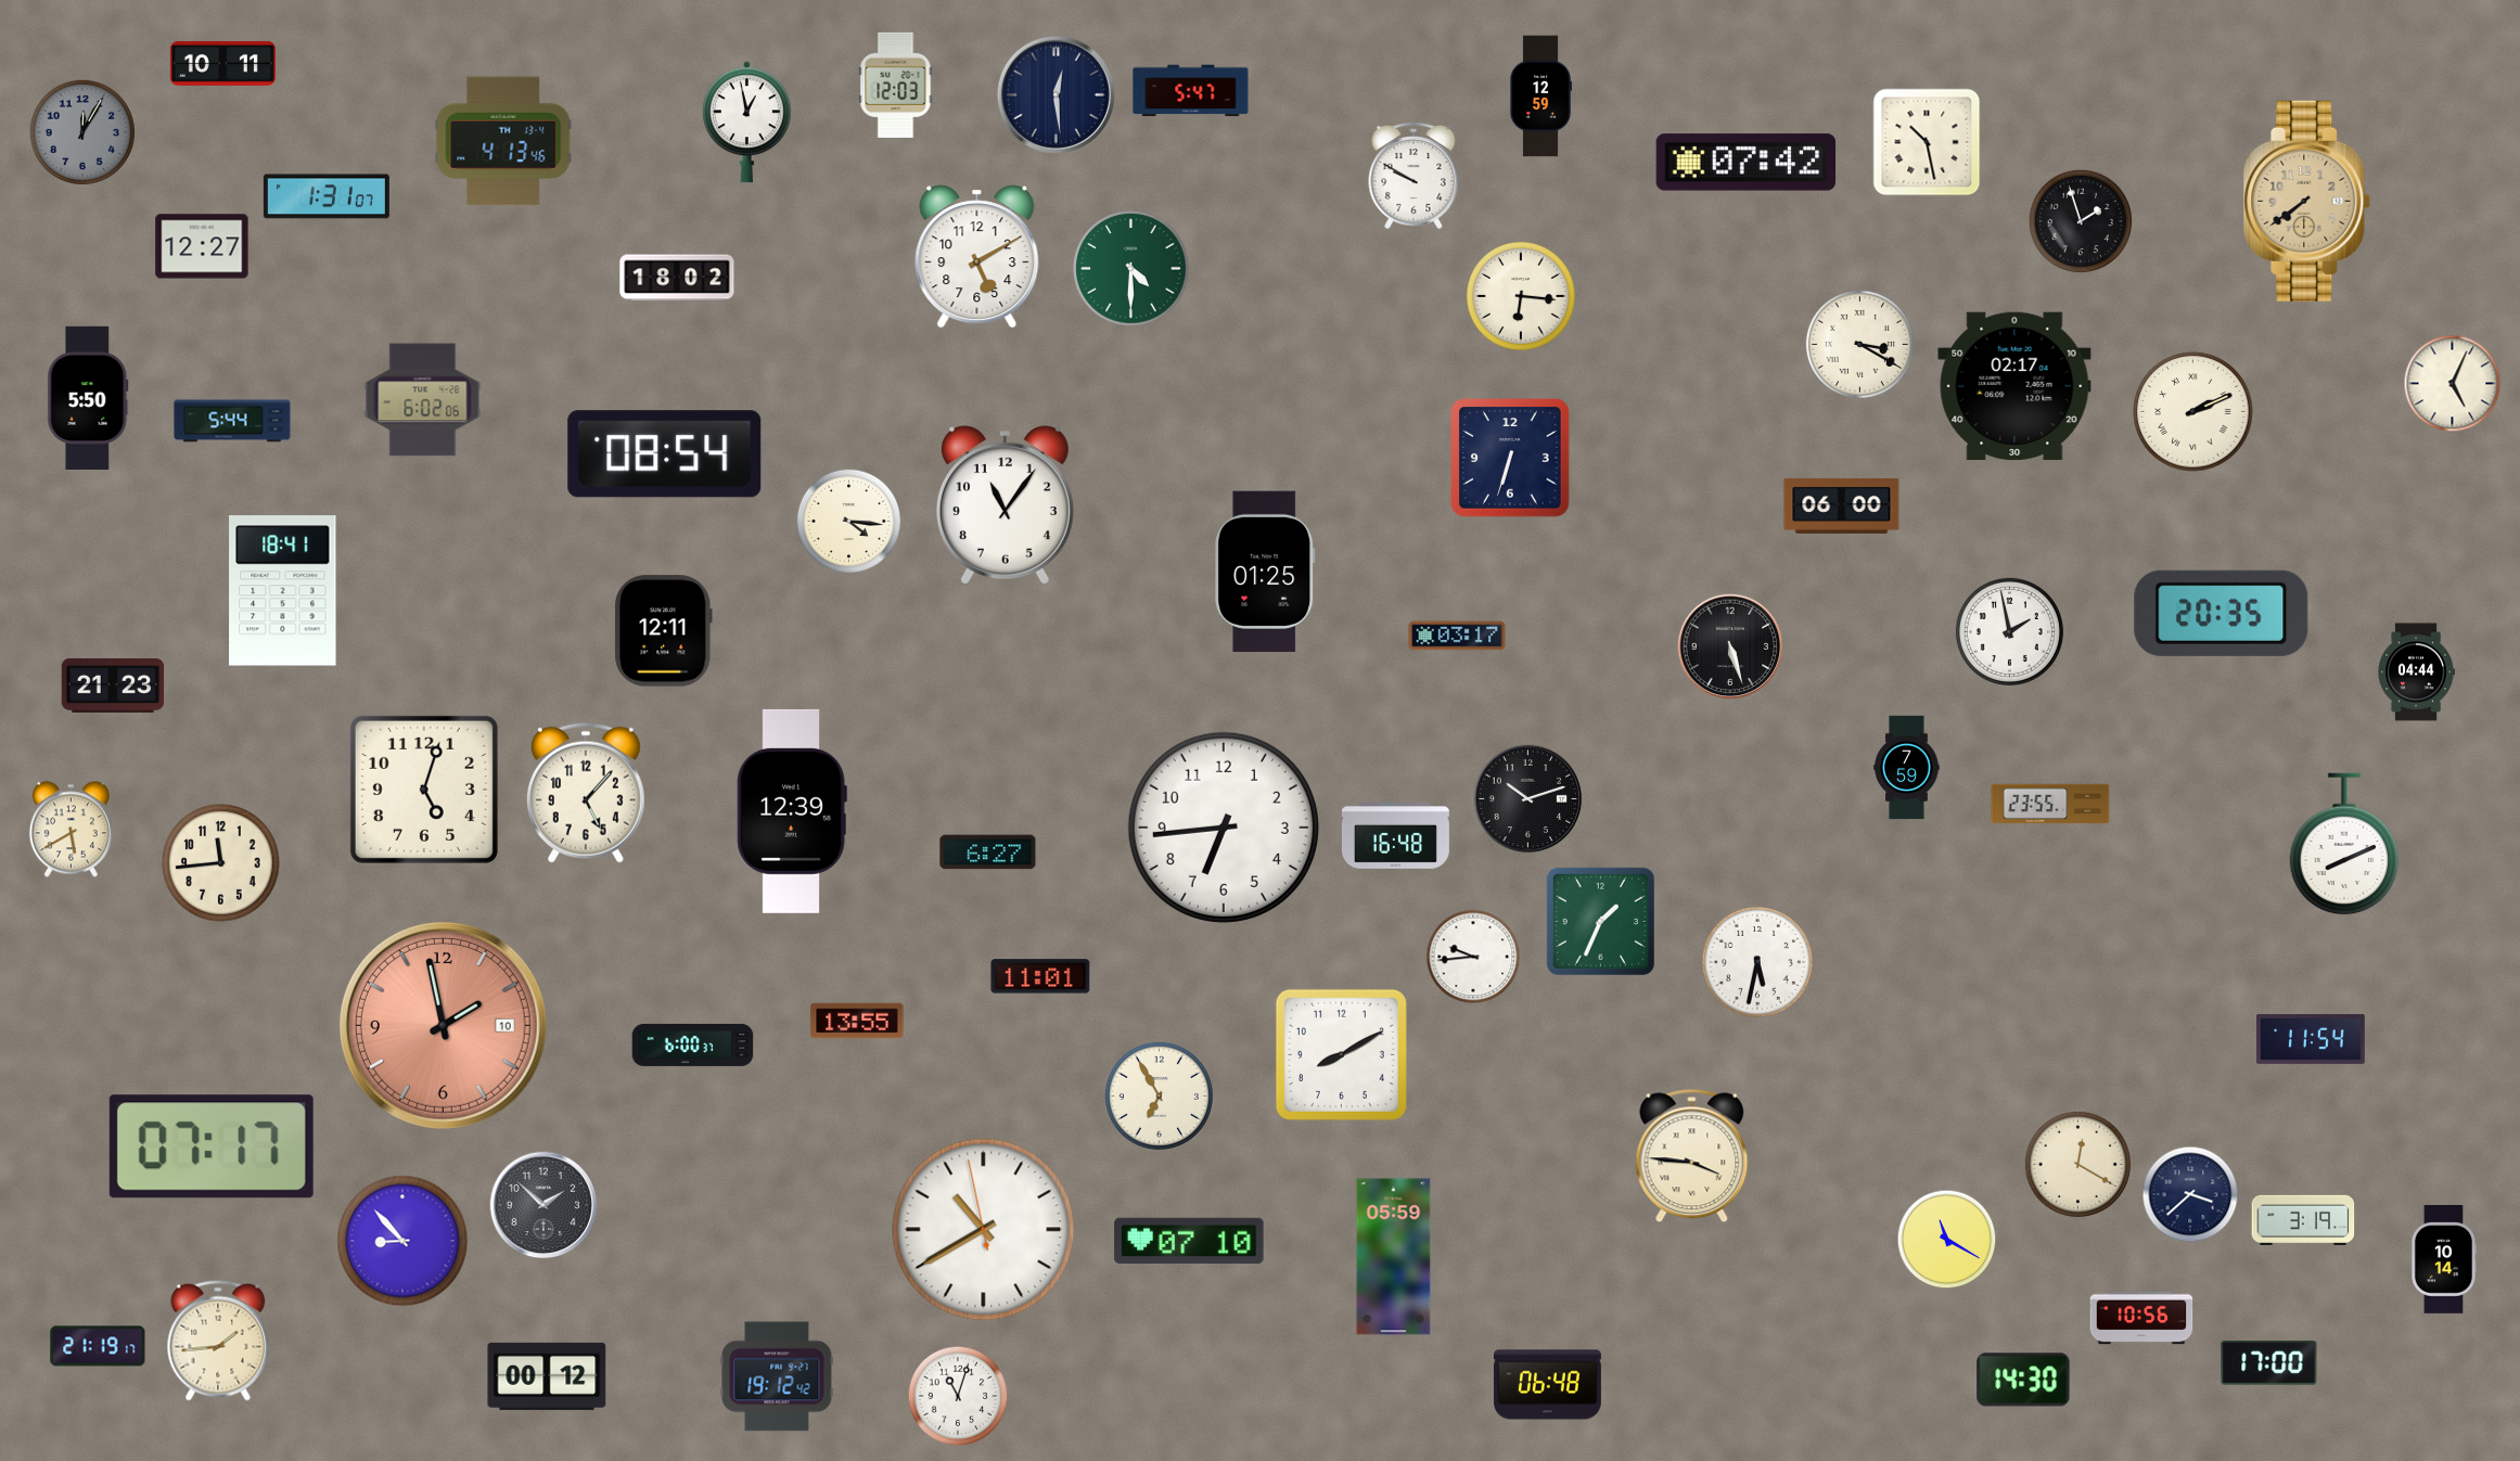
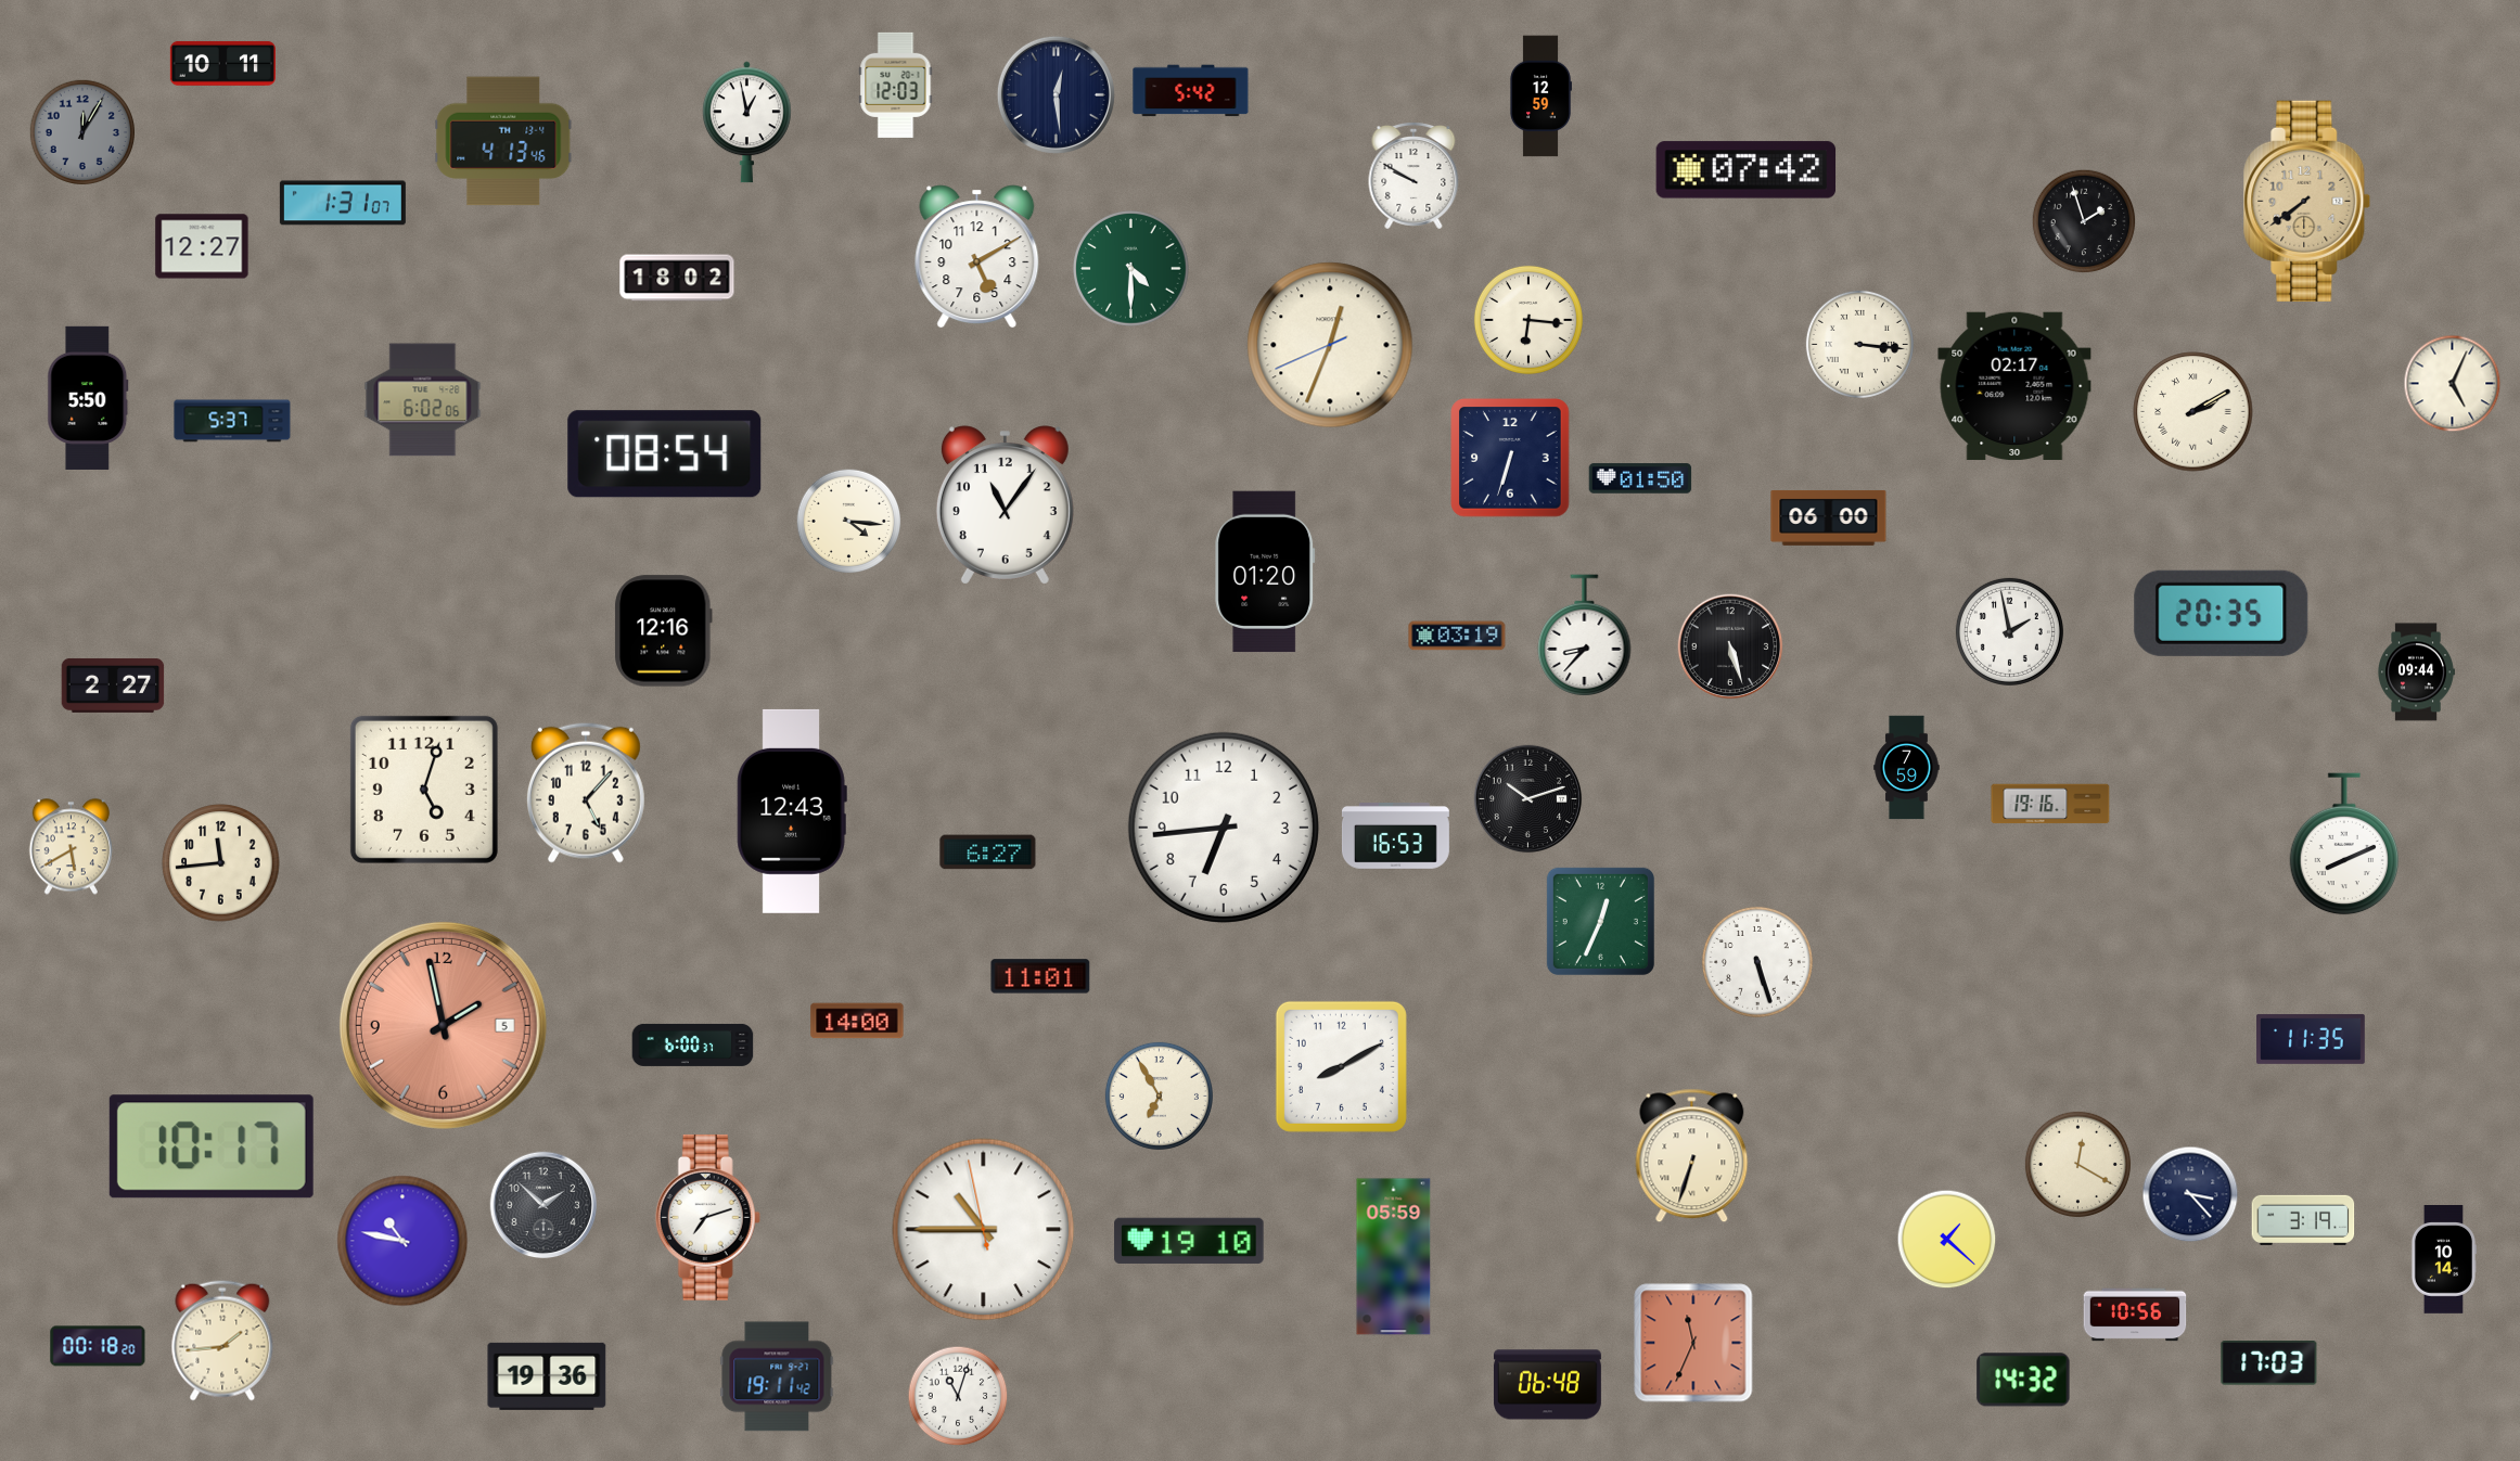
clock at (1191, 91): 5:47 -> 5:42
clock at (1927, 142): 10:28 -> none
clock at (1747, 163) position: (1747, 163) -> (1747, 170)
clock at (327, 196) position: (327, 196) -> (343, 203)
clock at (2081, 221) position: (2081, 221) -> (2084, 221)
clock at (1521, 296) position: (1521, 296) -> (1528, 320)
clock at (1859, 344): 3:20 -> 3:16
clock at (1330, 345): none -> 12:33
clock at (2193, 412): 2:11 -> 2:10
clock at (232, 421): 5:44 -> 5:37
clock at (1640, 478): none -> 01:50
clock at (1842, 505) position: (1842, 505) -> (1829, 517)
clock at (1265, 572): 01:25 -> 01:20
clock at (283, 591): 18:41 -> none
clock at (664, 631): 12:11 -> 12:16
clock at (1457, 636): 03:17 -> 03:19
clock at (1585, 636): none -> 8:37
clock at (2416, 672): 04:44 -> 09:44
clock at (113, 685): 21:23 -> 2:27
clock at (2050, 804): 23:55 -> 19:16
clock at (792, 811): 12:39 -> 12:43
clock at (71, 830) position: (71, 830) -> (71, 847)
clock at (1395, 836): 16:48 -> 16:53
clock at (1600, 921): 1:34 -> 12:34
clock at (1473, 957): 9:44 -> none
clock at (1757, 962): 5:32 -> 5:27
clock at (857, 1021): 13:55 -> 14:00
clock at (443, 1025) date: 10 -> 5
clock at (2312, 1039): 11:54 -> 11:35
clock at (1341, 1054) position: (1341, 1054) -> (1341, 1066)
clock at (212, 1146): 07:17 -> 10:17
clock at (1692, 1156): 3:46 -> 6:33
clock at (2190, 1194): 3:38 -> 3:23
clock at (707, 1217): none -> 7:12
clock at (984, 1230): 10:39 -> 10:44
clock at (1947, 1240): 11:20 -> 1:22
clock at (402, 1241): 8:53 -> 10:47
clock at (1189, 1241): 07:10 -> 19:10
clock at (2141, 1318) position: (2141, 1318) -> (2135, 1315)
clock at (218, 1341) position: (218, 1341) -> (222, 1341)
clock at (1693, 1343): none -> 11:34
clock at (98, 1346): 21:19 -> 00:18
clock at (2269, 1363): 17:00 -> 17:03
clock at (547, 1376): 00:12 -> 19:36
clock at (777, 1376): 19:12 -> 19:11
clock at (2023, 1380): 14:30 -> 14:32
